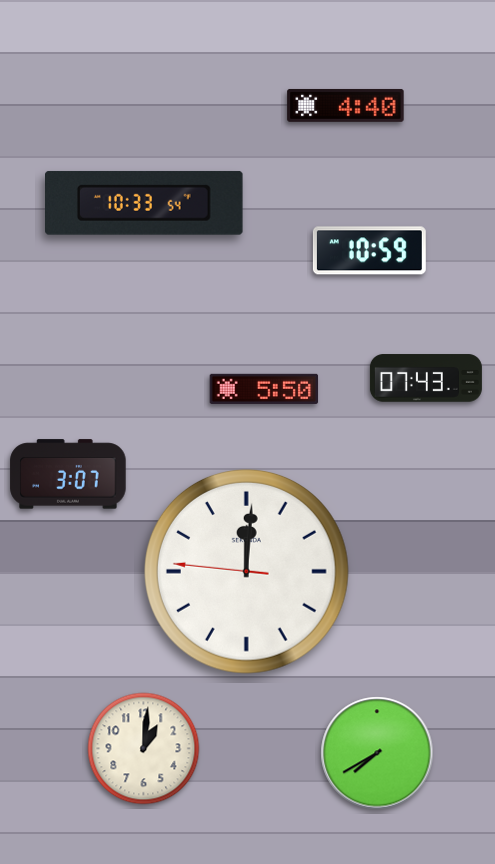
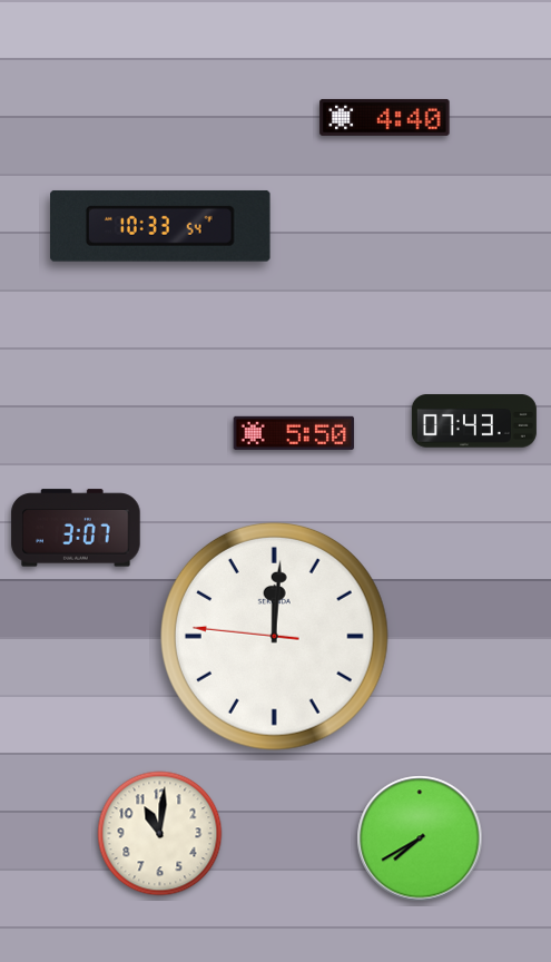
clock at (369, 251): 10:59 -> none
clock at (144, 749): 1:01 -> 11:01
